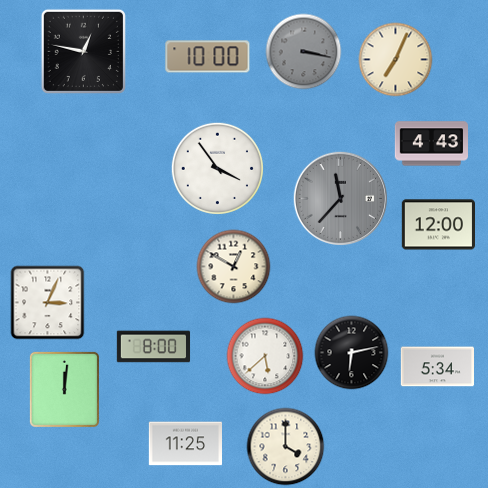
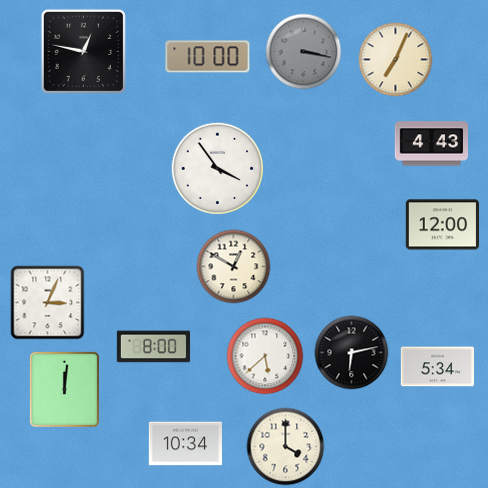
clock at (340, 198): 11:37 -> none
clock at (438, 225) position: (438, 225) -> (442, 225)
clock at (185, 444): 11:25 -> 10:34
